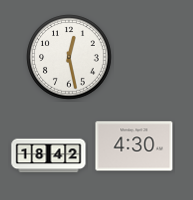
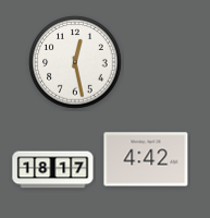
clock at (134, 146): 4:30 -> 4:42
clock at (49, 156): 18:42 -> 18:17
